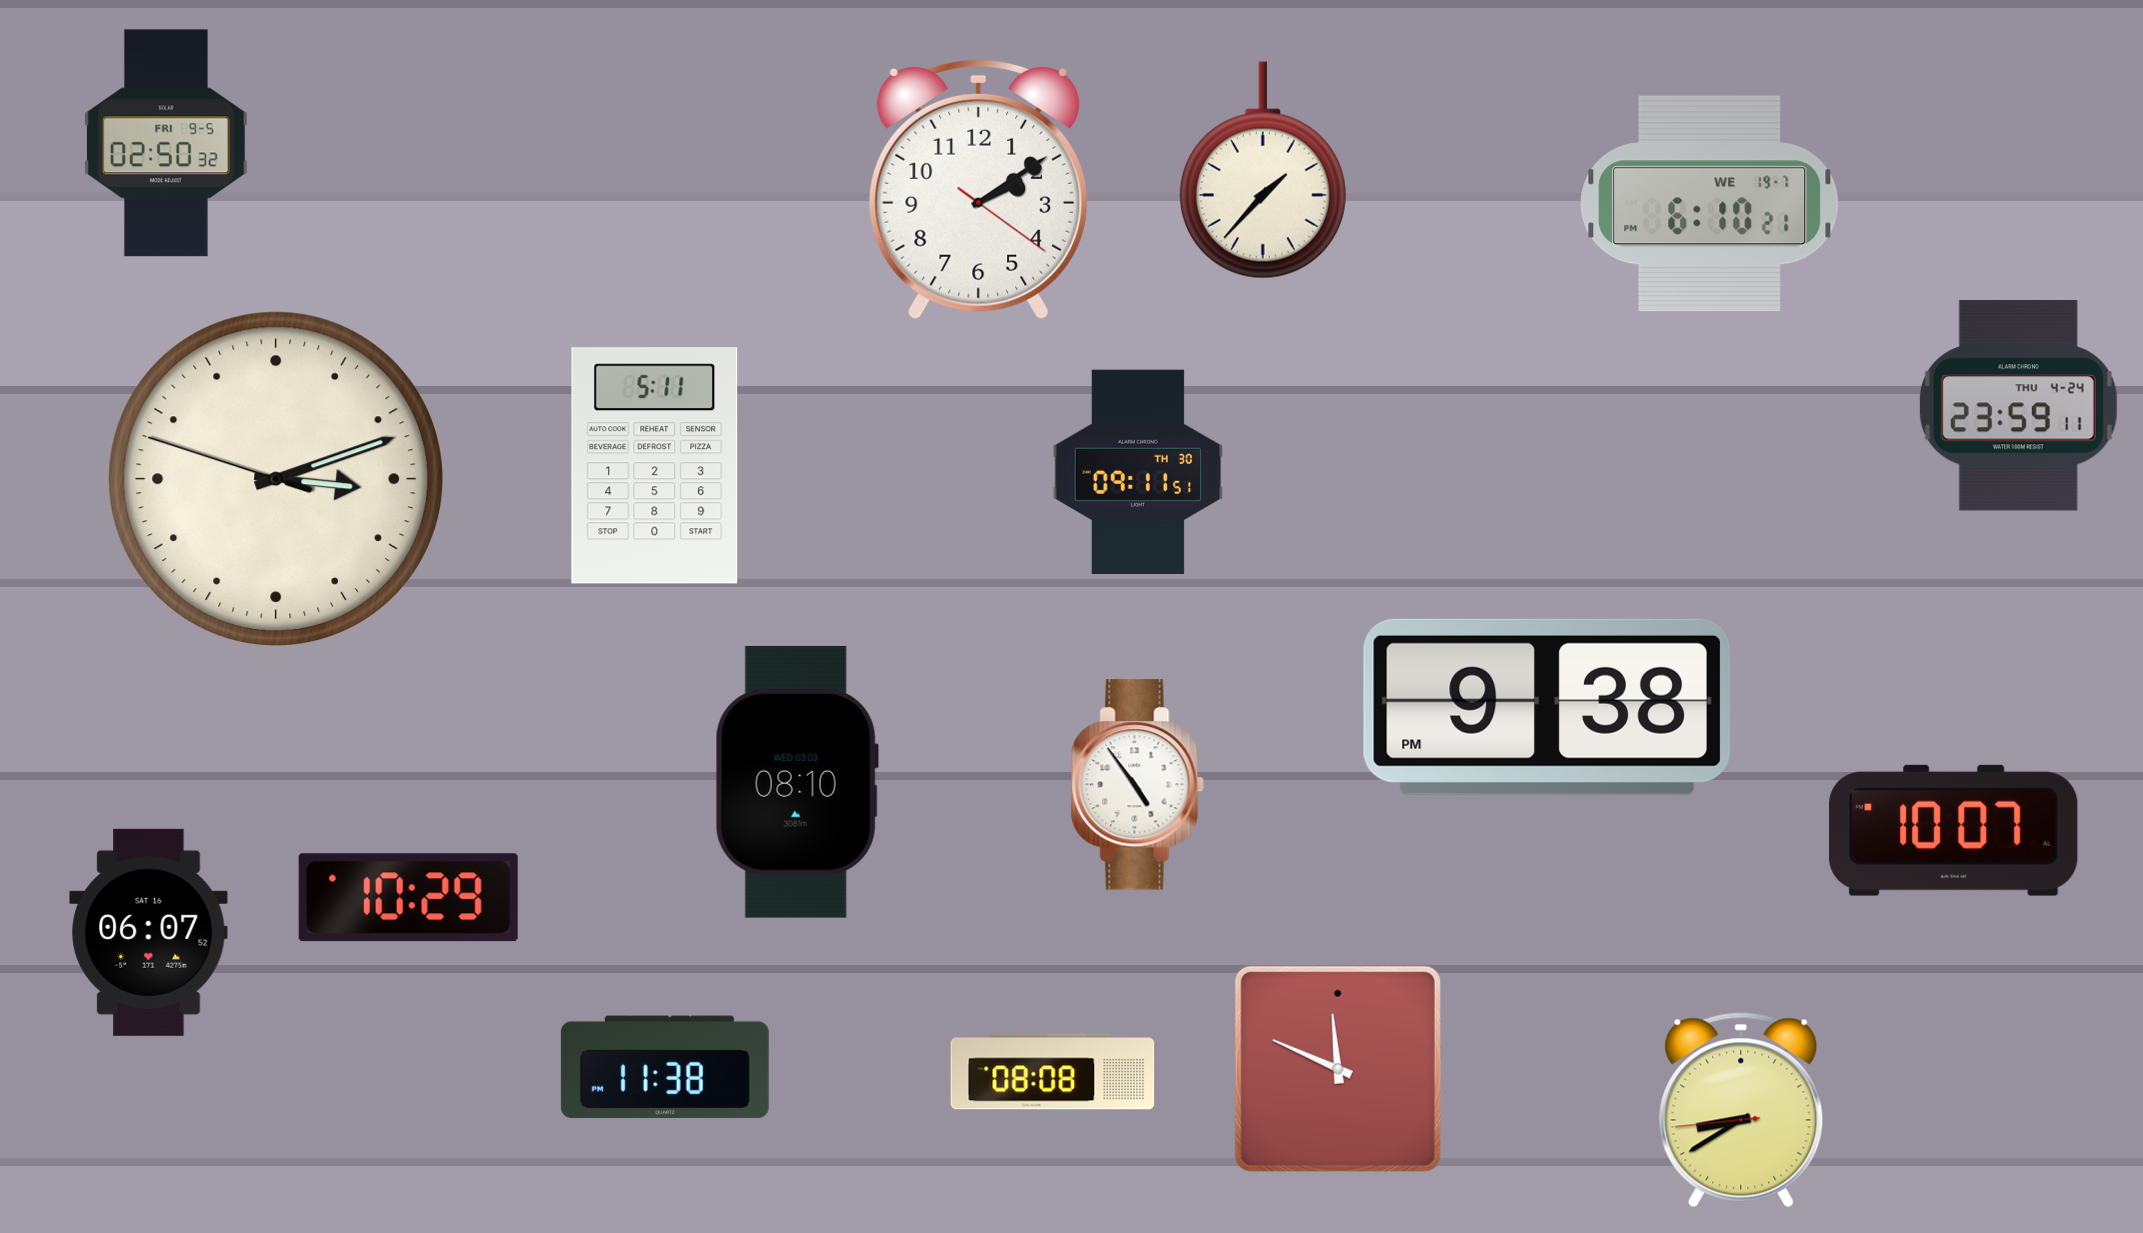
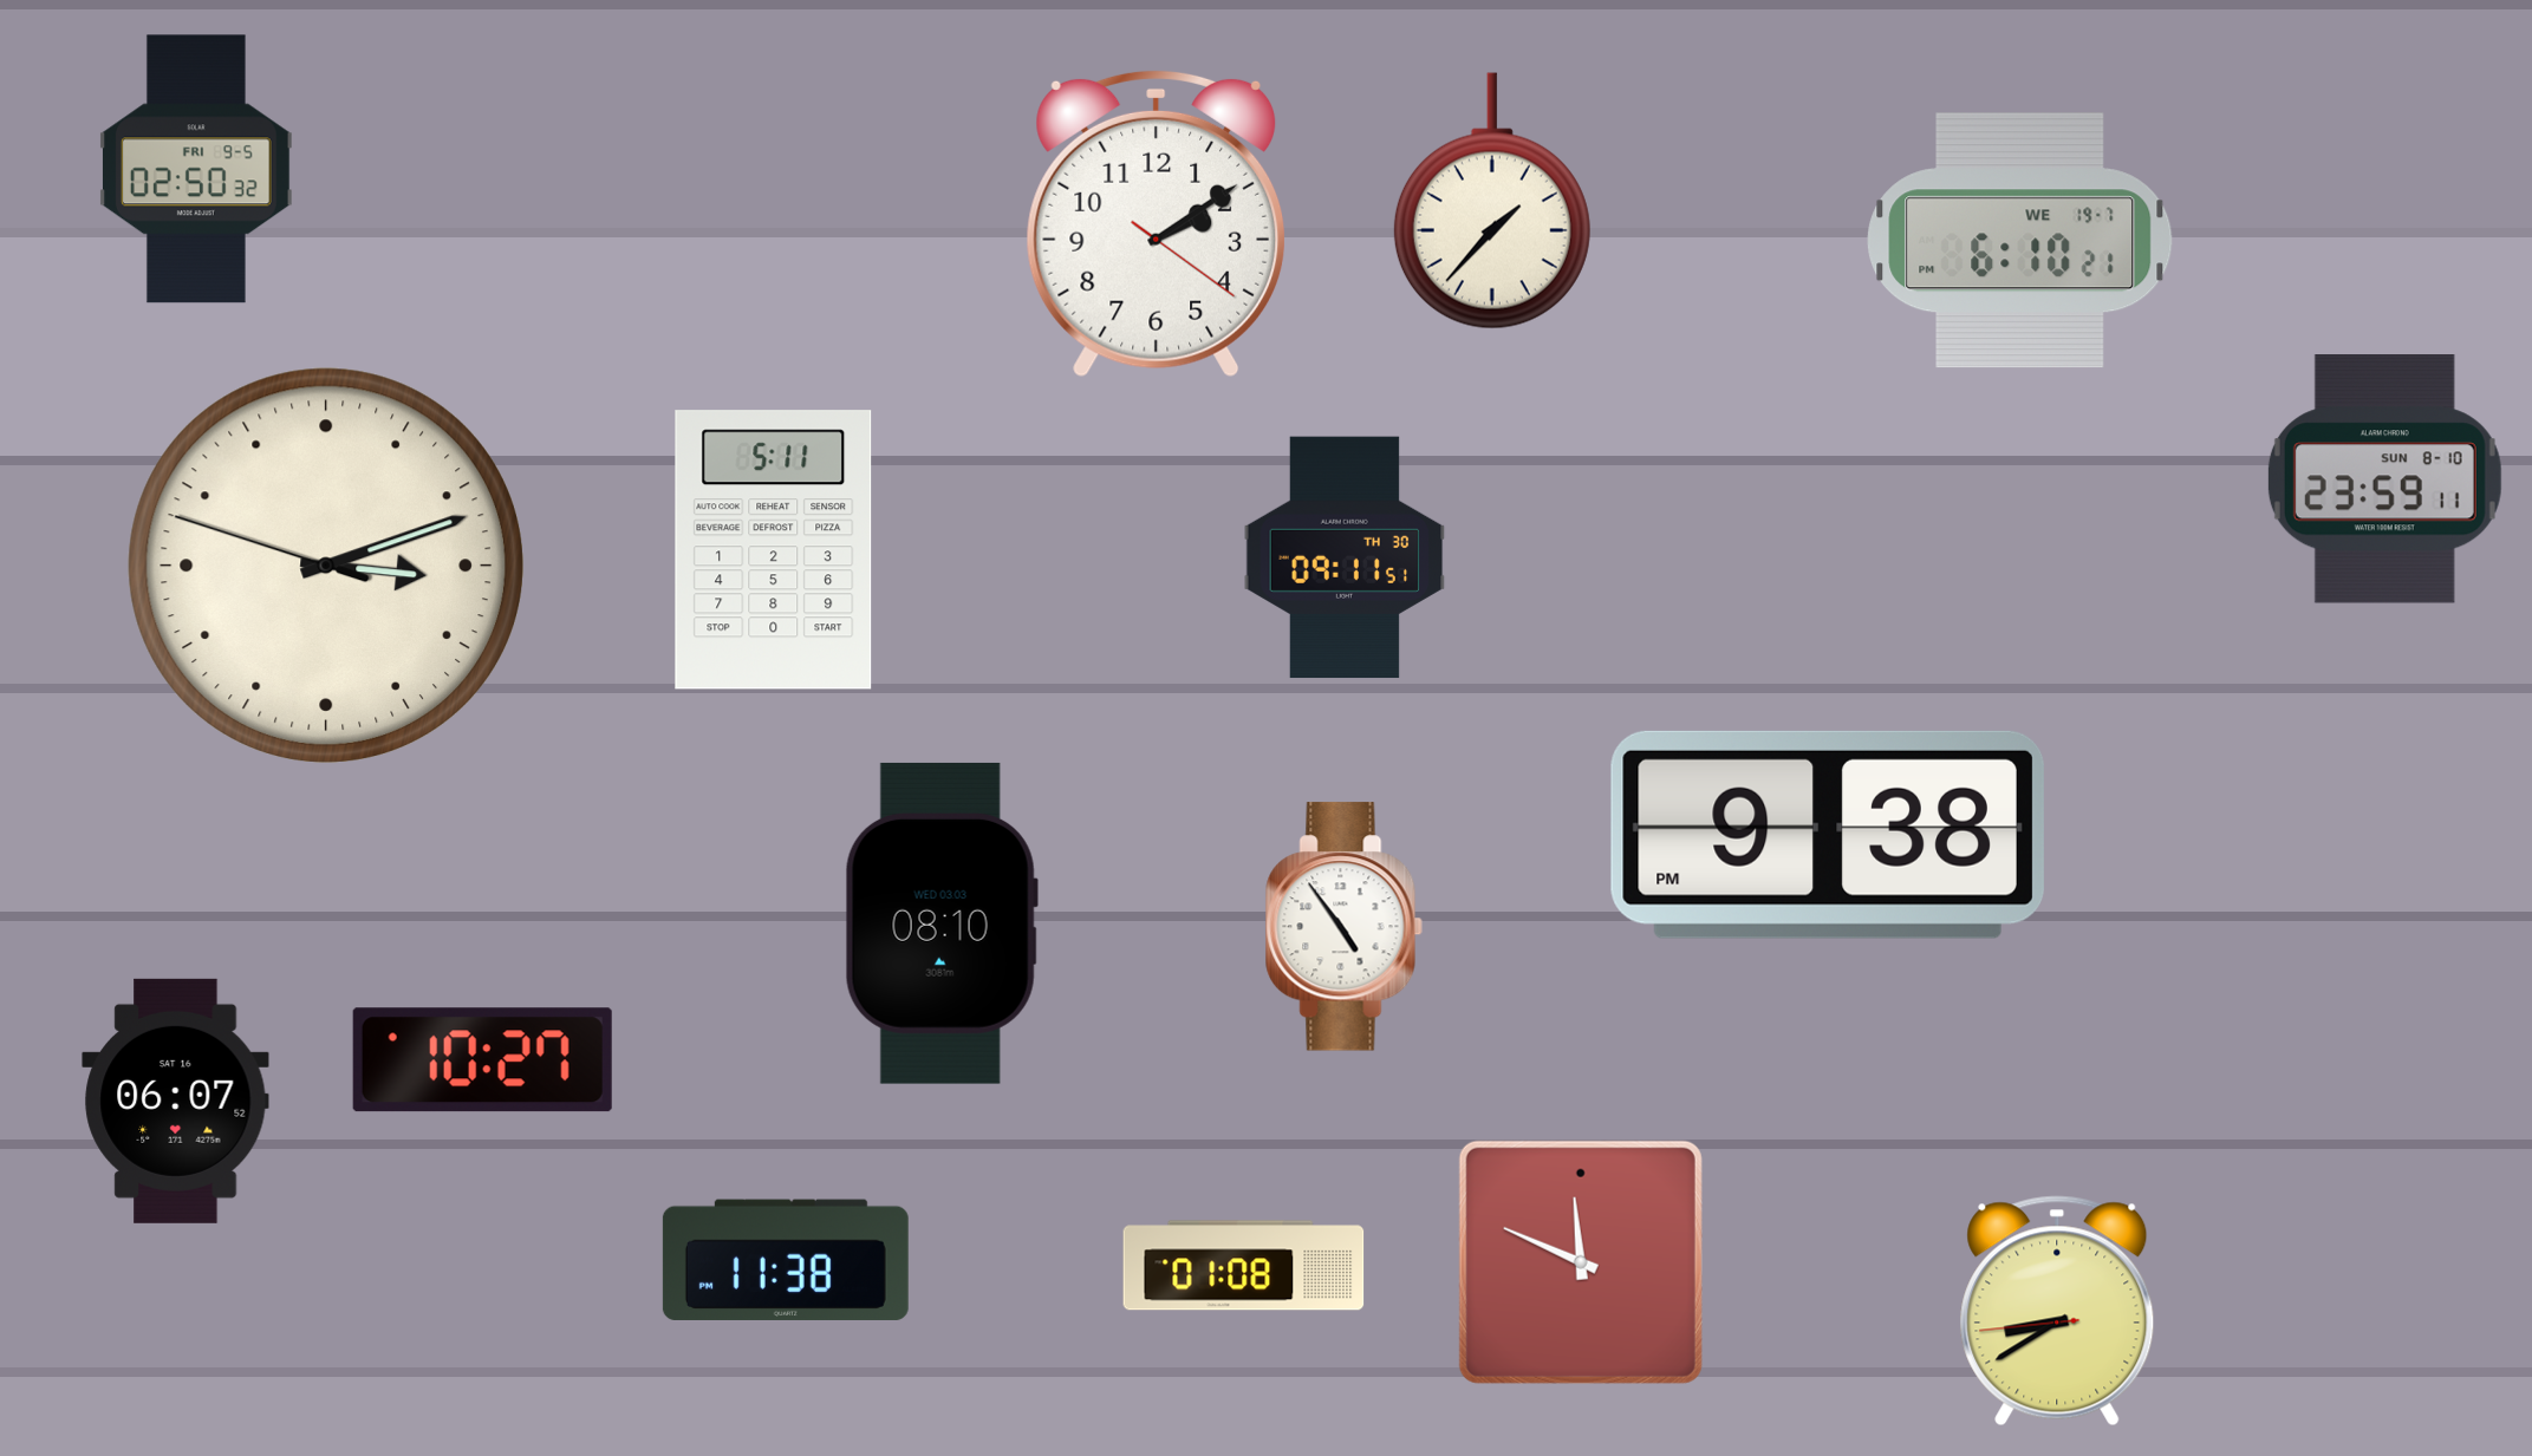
clock at (2018, 406) date: THU 4-24 -> SUN 8-10
clock at (1954, 830): 10:07 -> none
clock at (408, 898): 10:29 -> 10:27
clock at (1053, 1072): 08:08 -> 01:08
